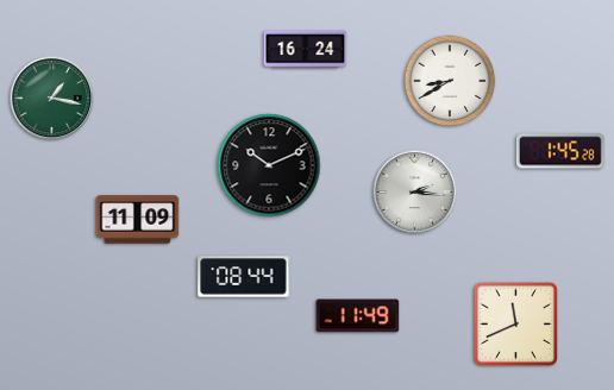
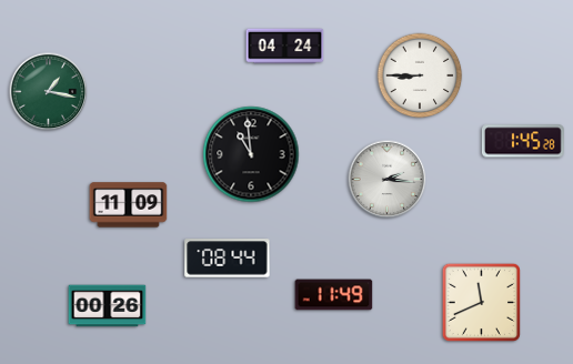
clock at (306, 50): 16:24 -> 04:24
clock at (450, 81): 8:40 -> 8:45
clock at (269, 165): 10:11 -> 10:59
clock at (108, 306): none -> 00:26
